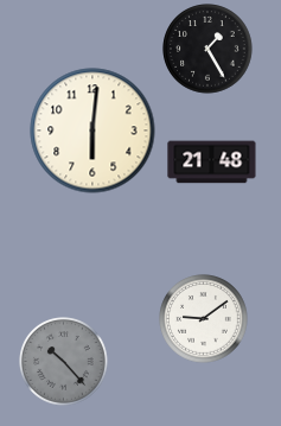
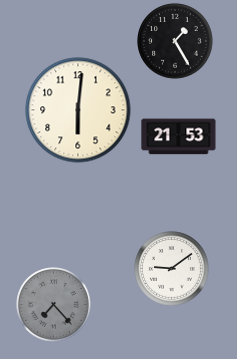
clock at (212, 163): 21:48 -> 21:53
clock at (64, 362): 10:23 -> 7:23
